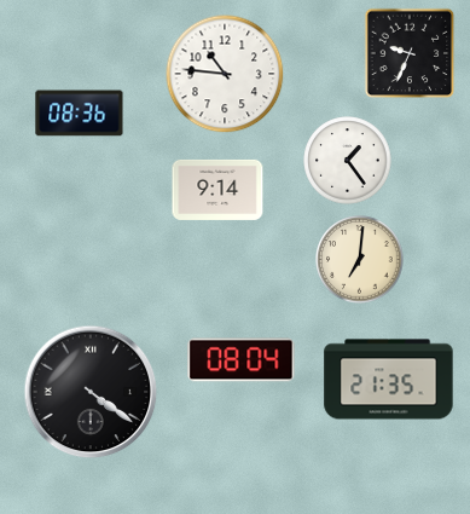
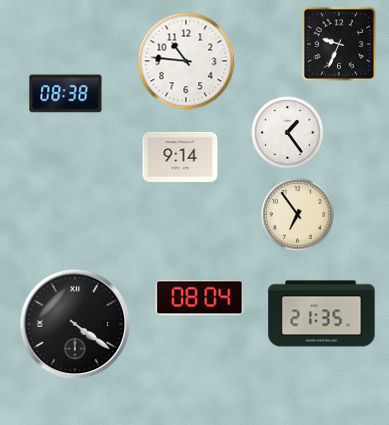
clock at (80, 114): 08:36 -> 08:38
clock at (360, 260): 7:01 -> 6:54
